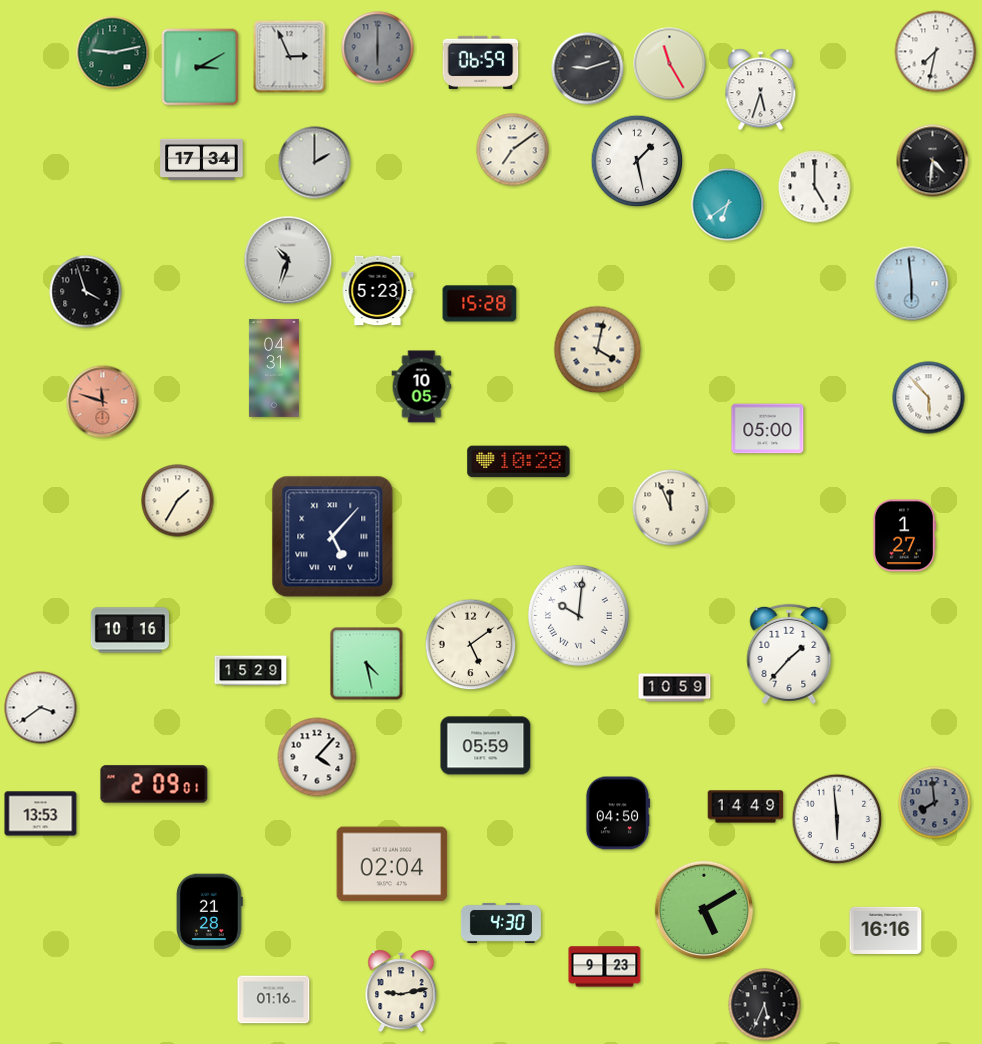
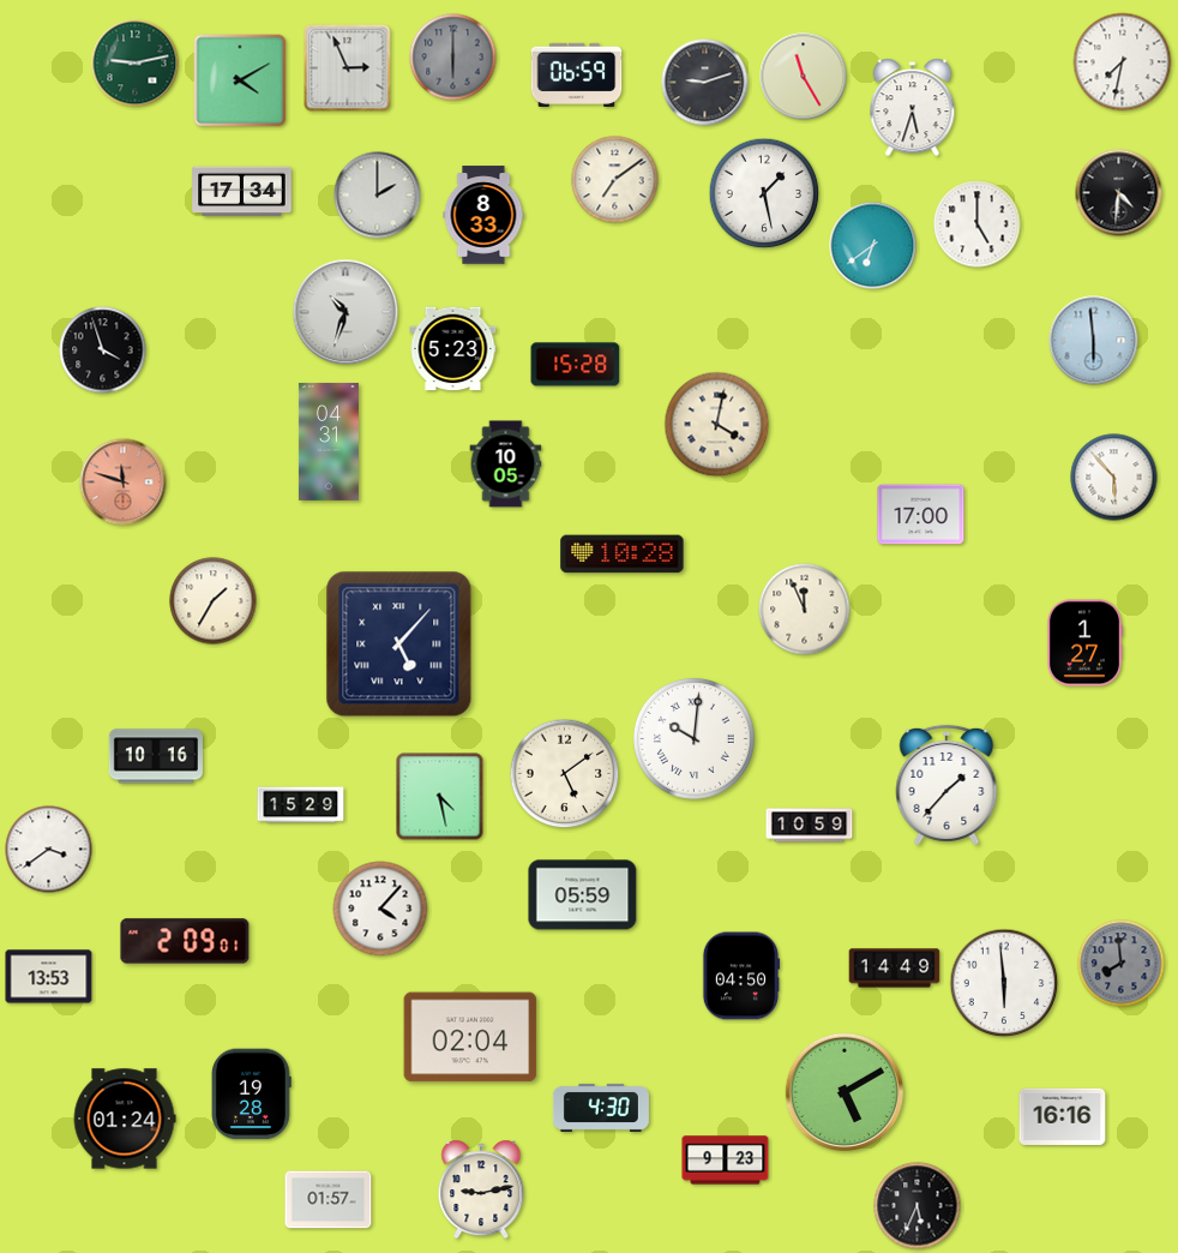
clock at (200, 67): 3:10 -> 4:10
clock at (483, 215): none -> 8:33
clock at (598, 350) position: (598, 350) -> (717, 425)
clock at (768, 429): 05:00 -> 17:00
clock at (209, 912): 21:28 -> 19:28
clock at (125, 1119): none -> 01:24
clock at (274, 1000): 01:16 -> 01:57
